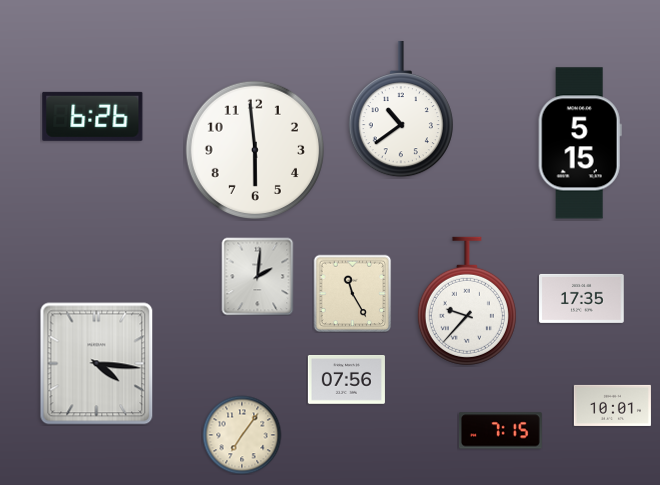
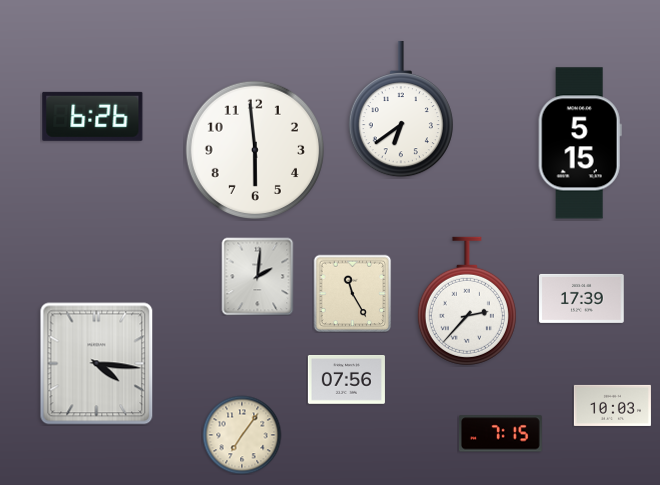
clock at (401, 109): 10:39 -> 6:39
clock at (582, 298): 17:35 -> 17:39
clock at (467, 301): 9:37 -> 2:37
clock at (612, 405): 10:01 -> 10:03
clock at (500, 431) position: (500, 431) -> (500, 434)
